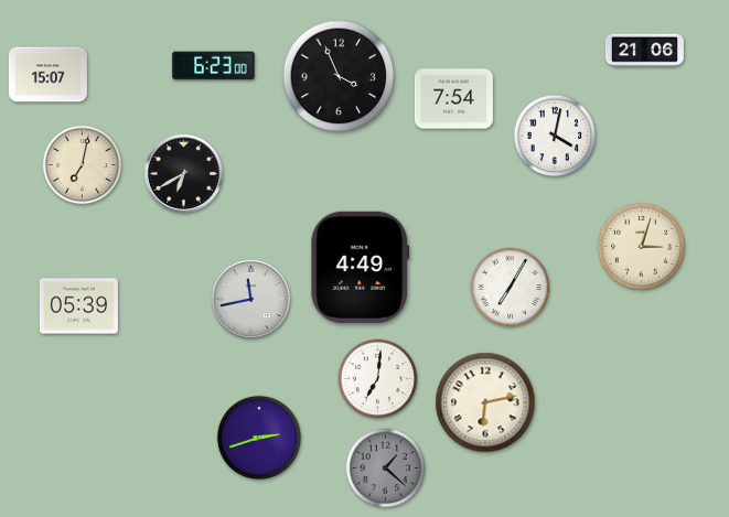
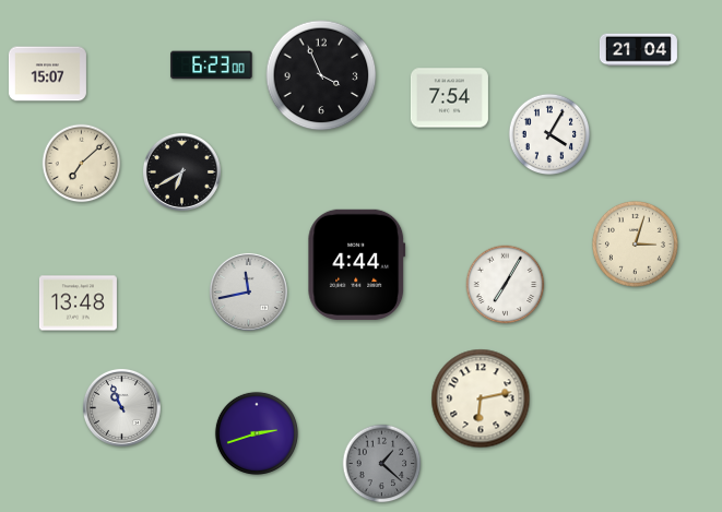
clock at (644, 51): 21:06 -> 21:04
clock at (339, 76) position: (339, 76) -> (321, 75)
clock at (555, 136): 4:02 -> 4:05
clock at (83, 165): 7:02 -> 7:08
clock at (361, 267): 4:49 -> 4:44
clock at (250, 299) position: (250, 299) -> (248, 291)
clock at (78, 306): 05:39 -> 13:48
clock at (378, 379): 7:01 -> none
clock at (121, 407): none -> 10:56
